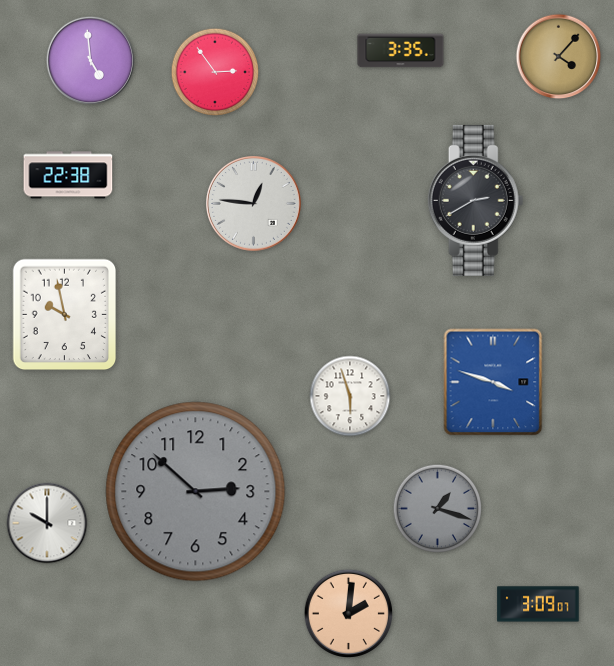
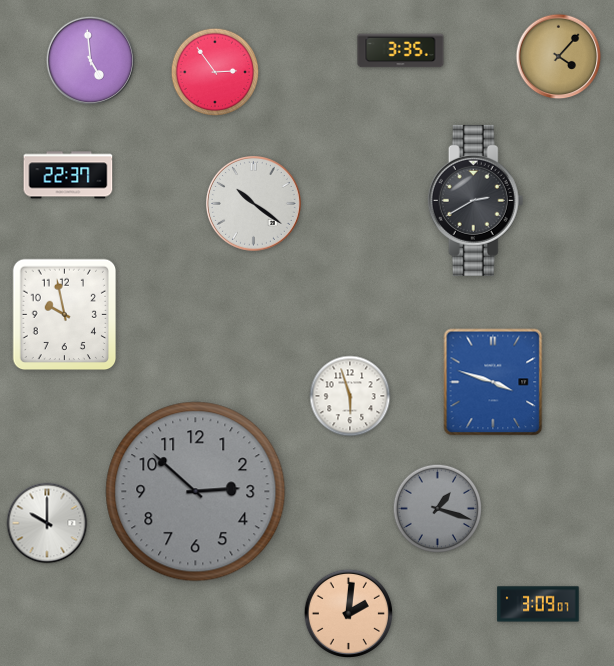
clock at (68, 175): 22:38 -> 22:37
clock at (254, 204): 12:46 -> 10:21
